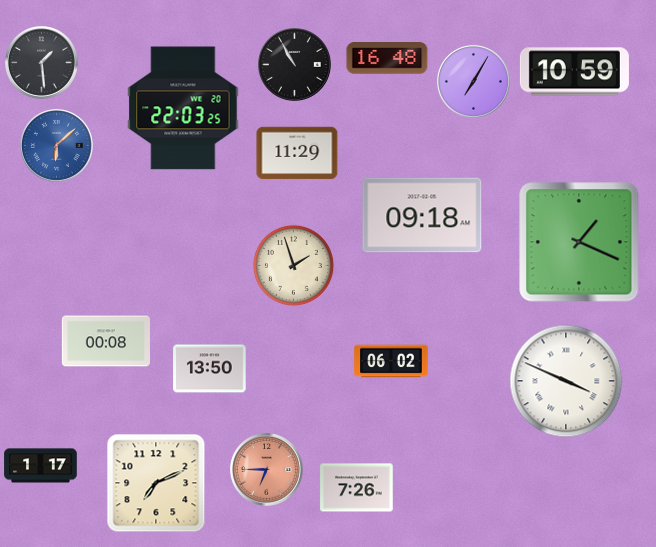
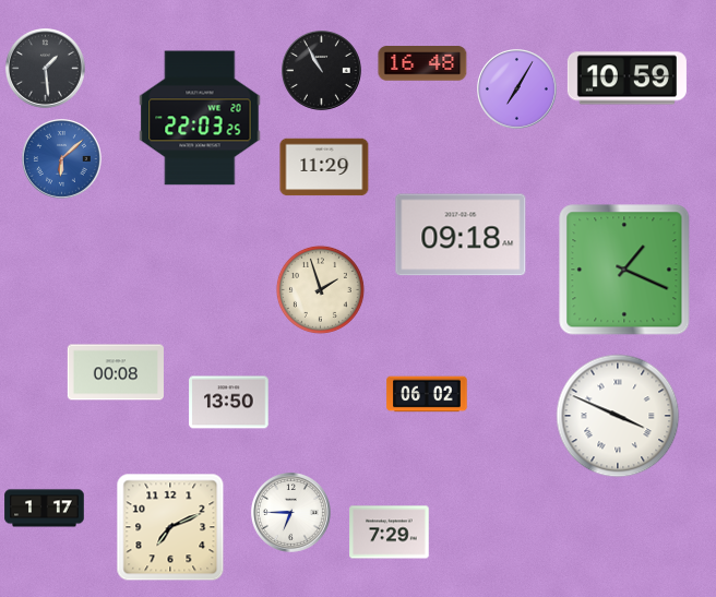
clock at (579, 242) position: (579, 242) -> (624, 270)
clock at (267, 470) dial: salmon -> white
clock at (357, 488): 7:26 -> 7:29
